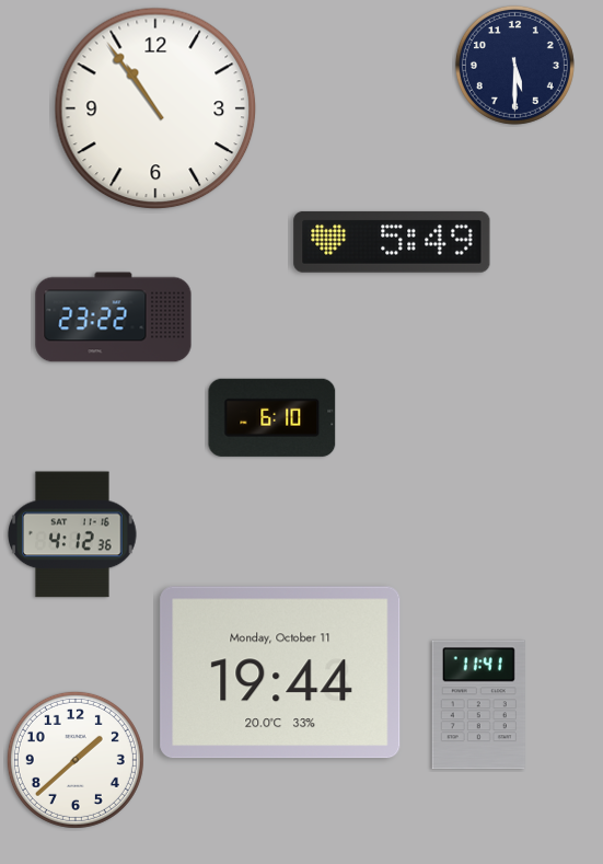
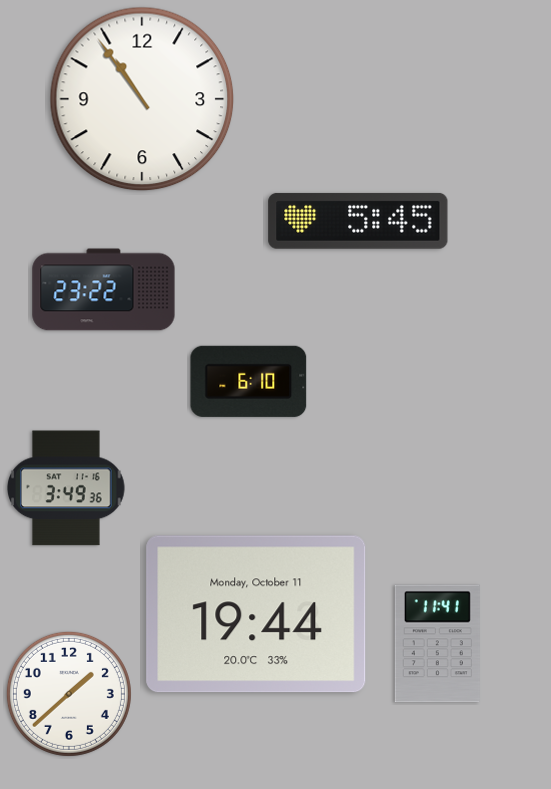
clock at (514, 65): 5:30 -> none
clock at (392, 242): 5:49 -> 5:45
clock at (72, 534): 4:12 -> 3:49
